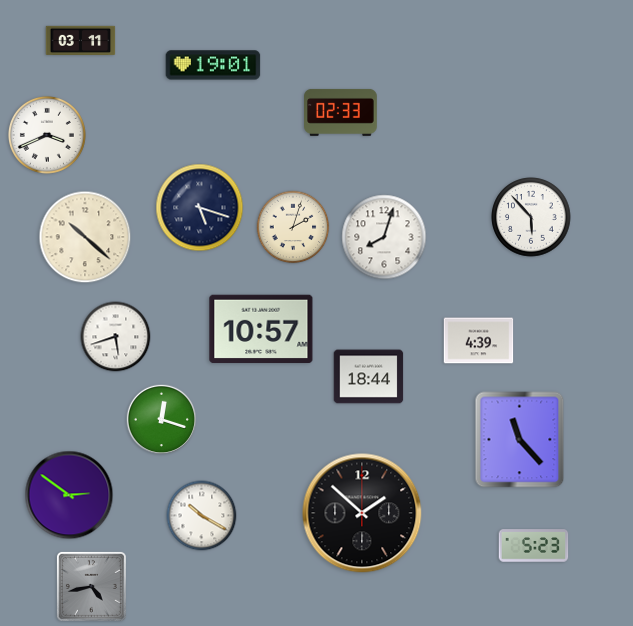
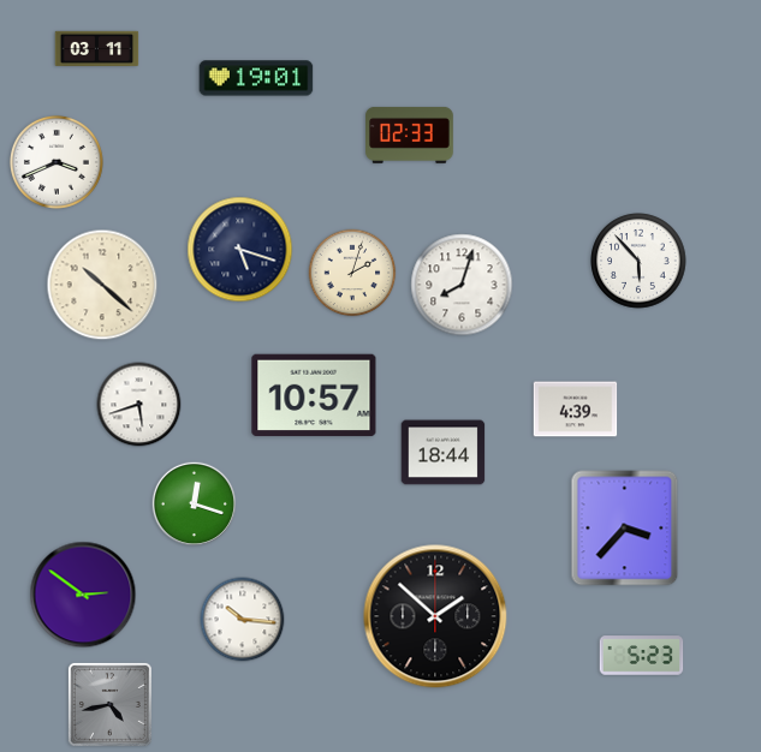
clock at (520, 440): 11:23 -> 3:37
clock at (202, 516): 10:20 -> 10:16
